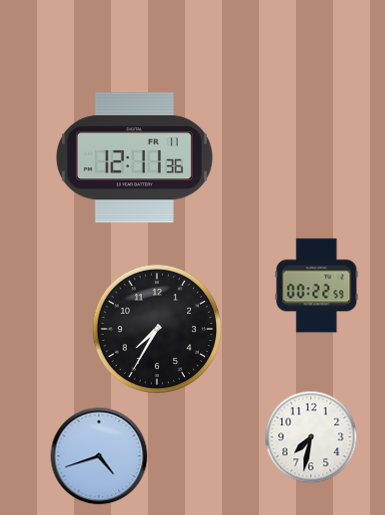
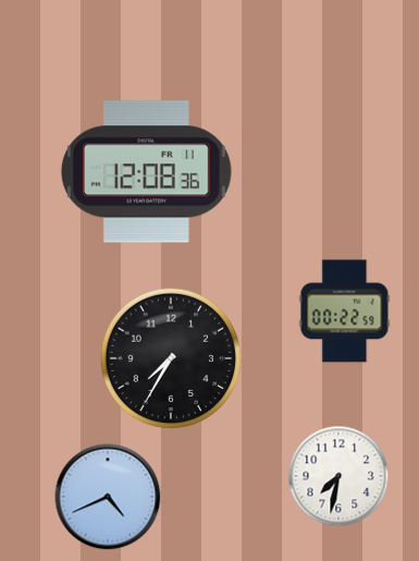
clock at (134, 158): 12:11 -> 12:08
clock at (99, 456): 4:42 -> 4:41
